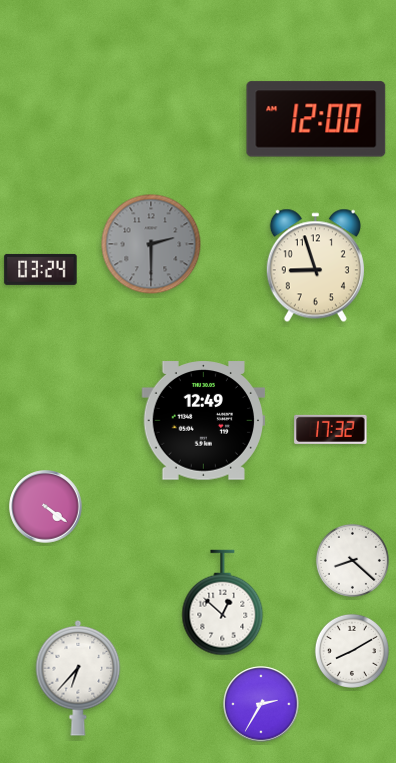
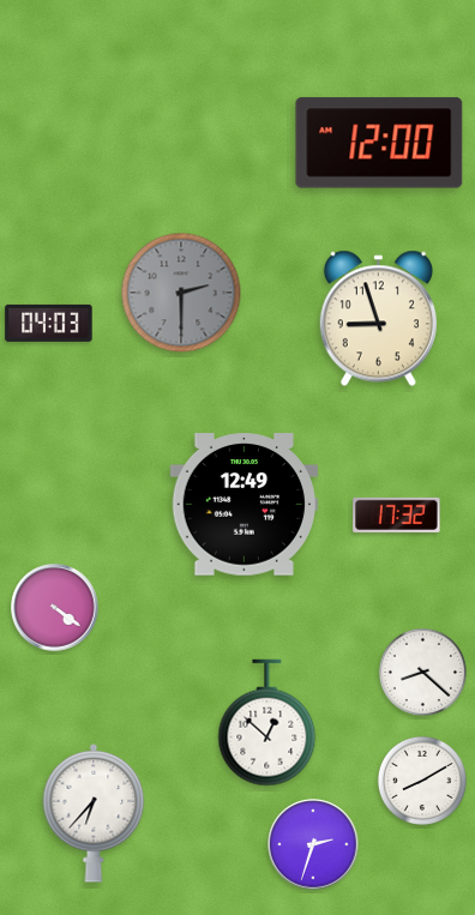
clock at (41, 269): 03:24 -> 04:03
clock at (261, 704): 2:35 -> 2:33
